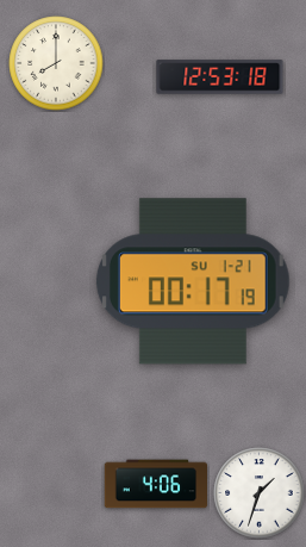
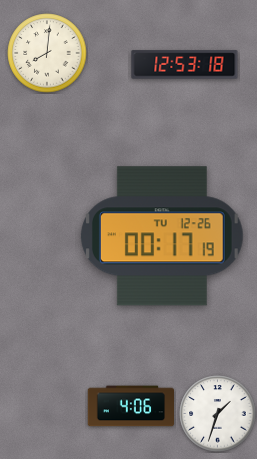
clock at (56, 63): 8:00 -> 8:01
clock at (193, 281) date: SU 1-21 -> TU 12-26
